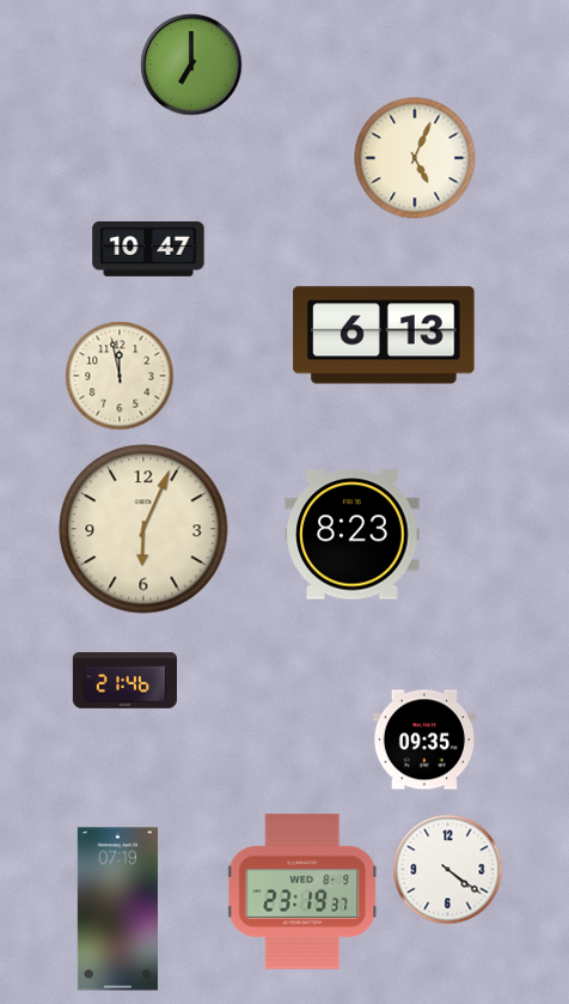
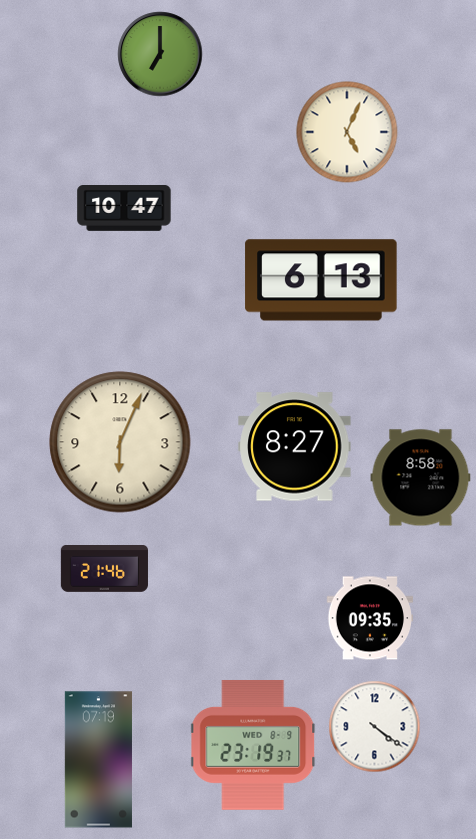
clock at (120, 376): 11:58 -> none
clock at (353, 535): 8:23 -> 8:27
clock at (421, 478): none -> 8:58
clock at (423, 740) position: (423, 740) -> (369, 618)
